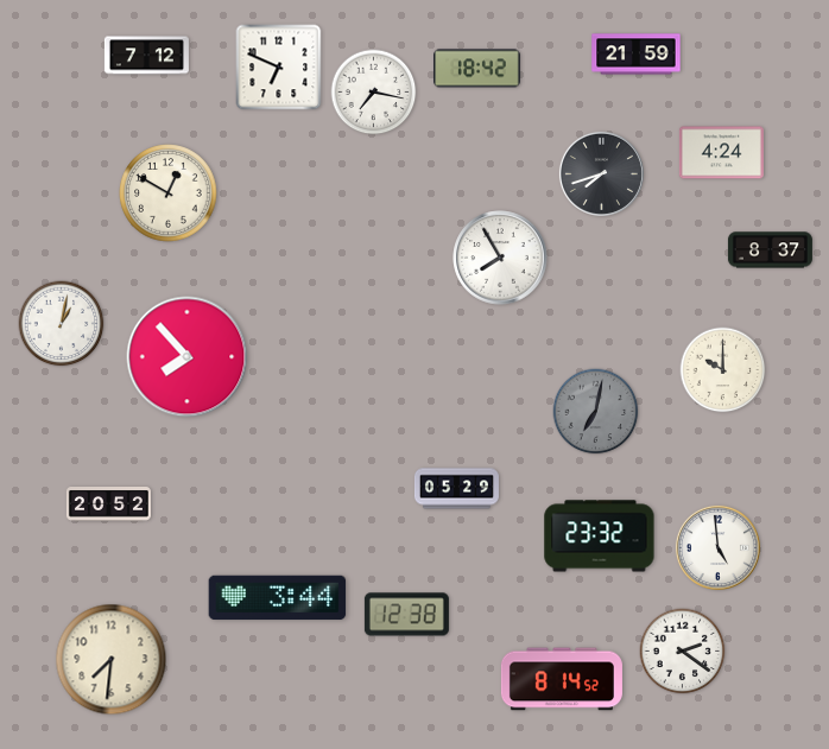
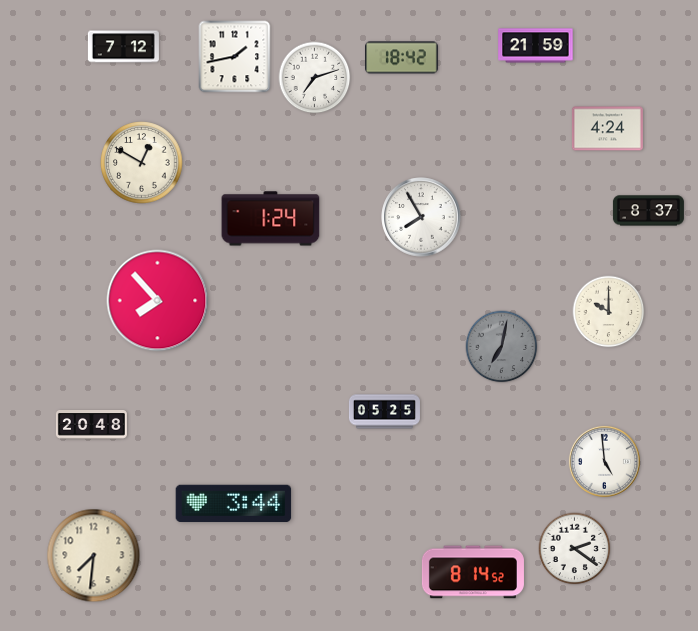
clock at (279, 68): 6:49 -> 1:43
clock at (374, 93): 7:17 -> 7:12
clock at (601, 173): 7:42 -> none
clock at (271, 219): none -> 1:24
clock at (62, 324): 1:02 -> none
clock at (456, 489): 05:29 -> 05:25
clock at (108, 504): 20:52 -> 20:48
clock at (600, 537): 23:32 -> none
clock at (406, 615): 12:38 -> none
